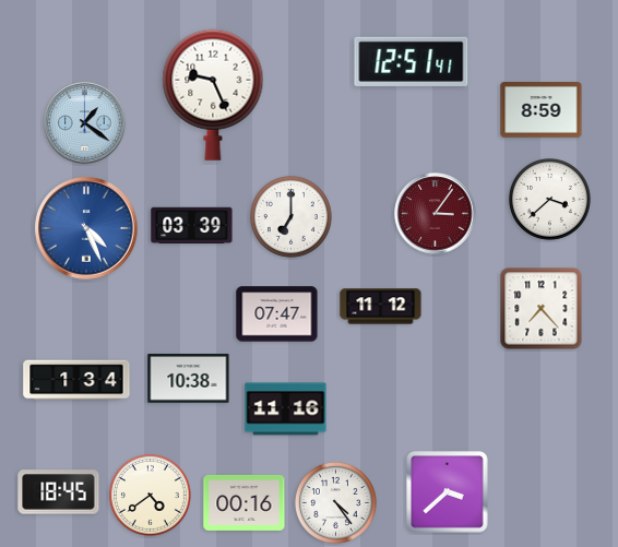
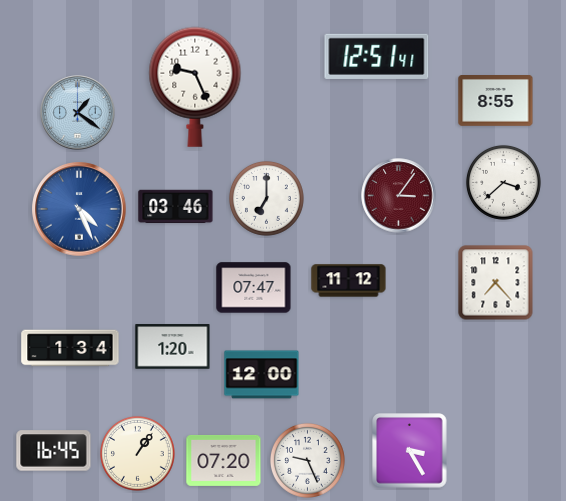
clock at (542, 110): 8:59 -> 8:55
clock at (192, 226): 03:39 -> 03:46
clock at (189, 379): 10:38 -> 1:20
clock at (286, 409): 11:16 -> 12:00
clock at (59, 492): 18:45 -> 16:45
clock at (448, 492): 3:38 -> 3:25
clock at (150, 496): 4:39 -> 1:06
clock at (245, 502): 00:16 -> 07:20
clock at (335, 503): 4:24 -> 9:26
